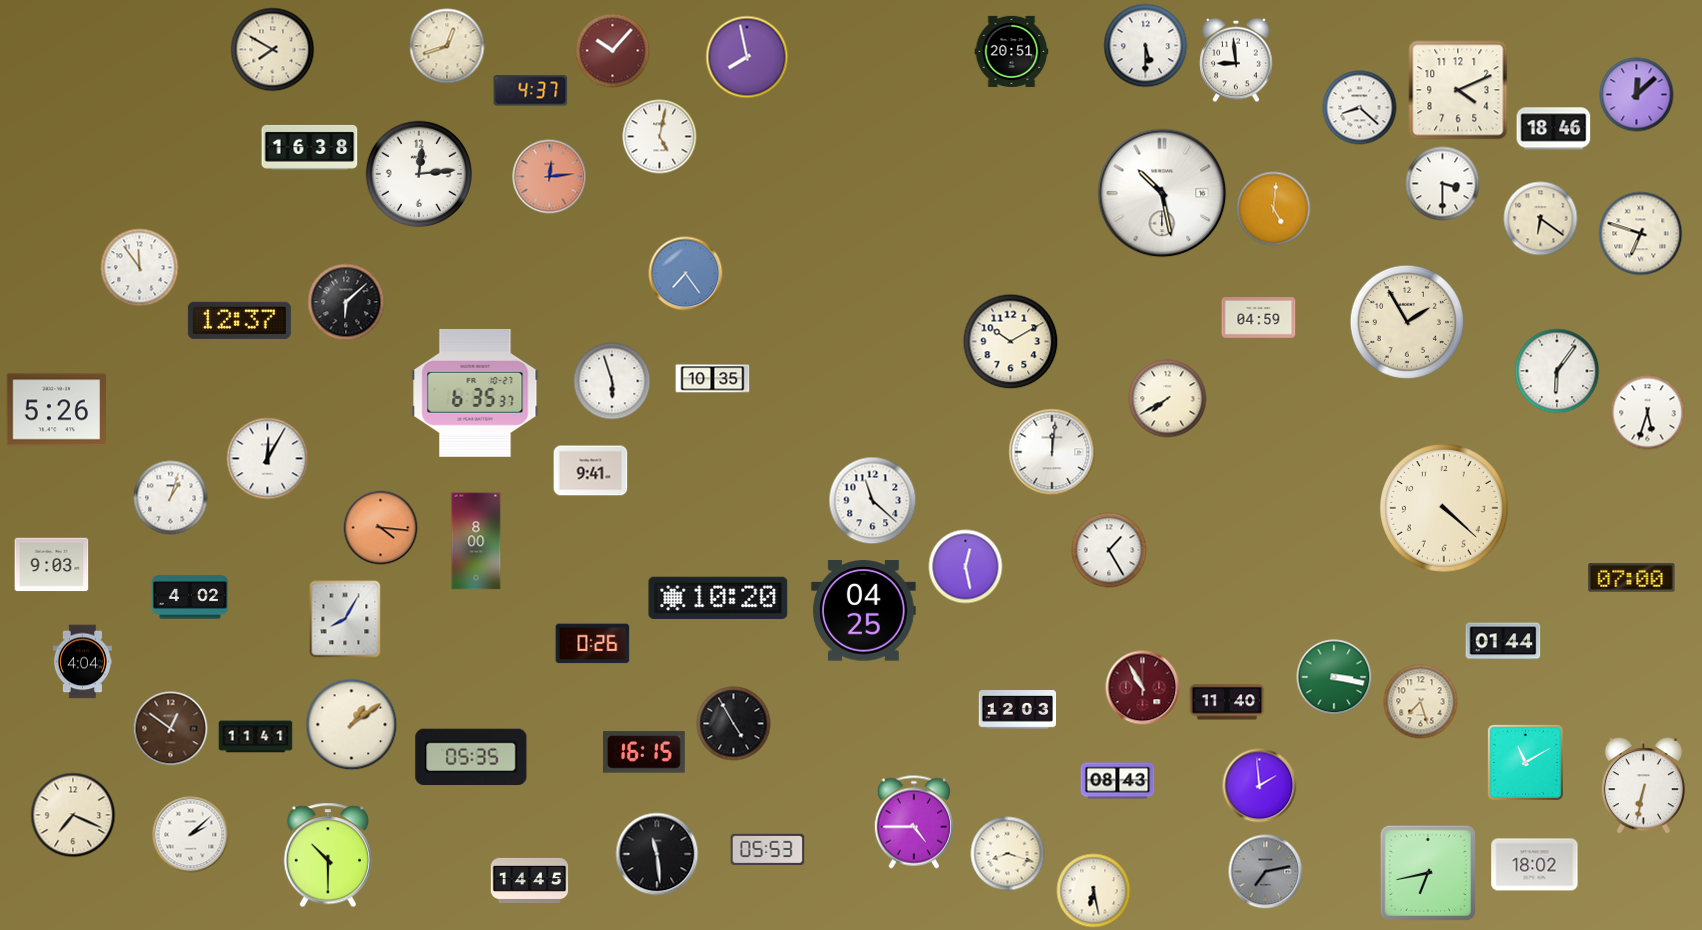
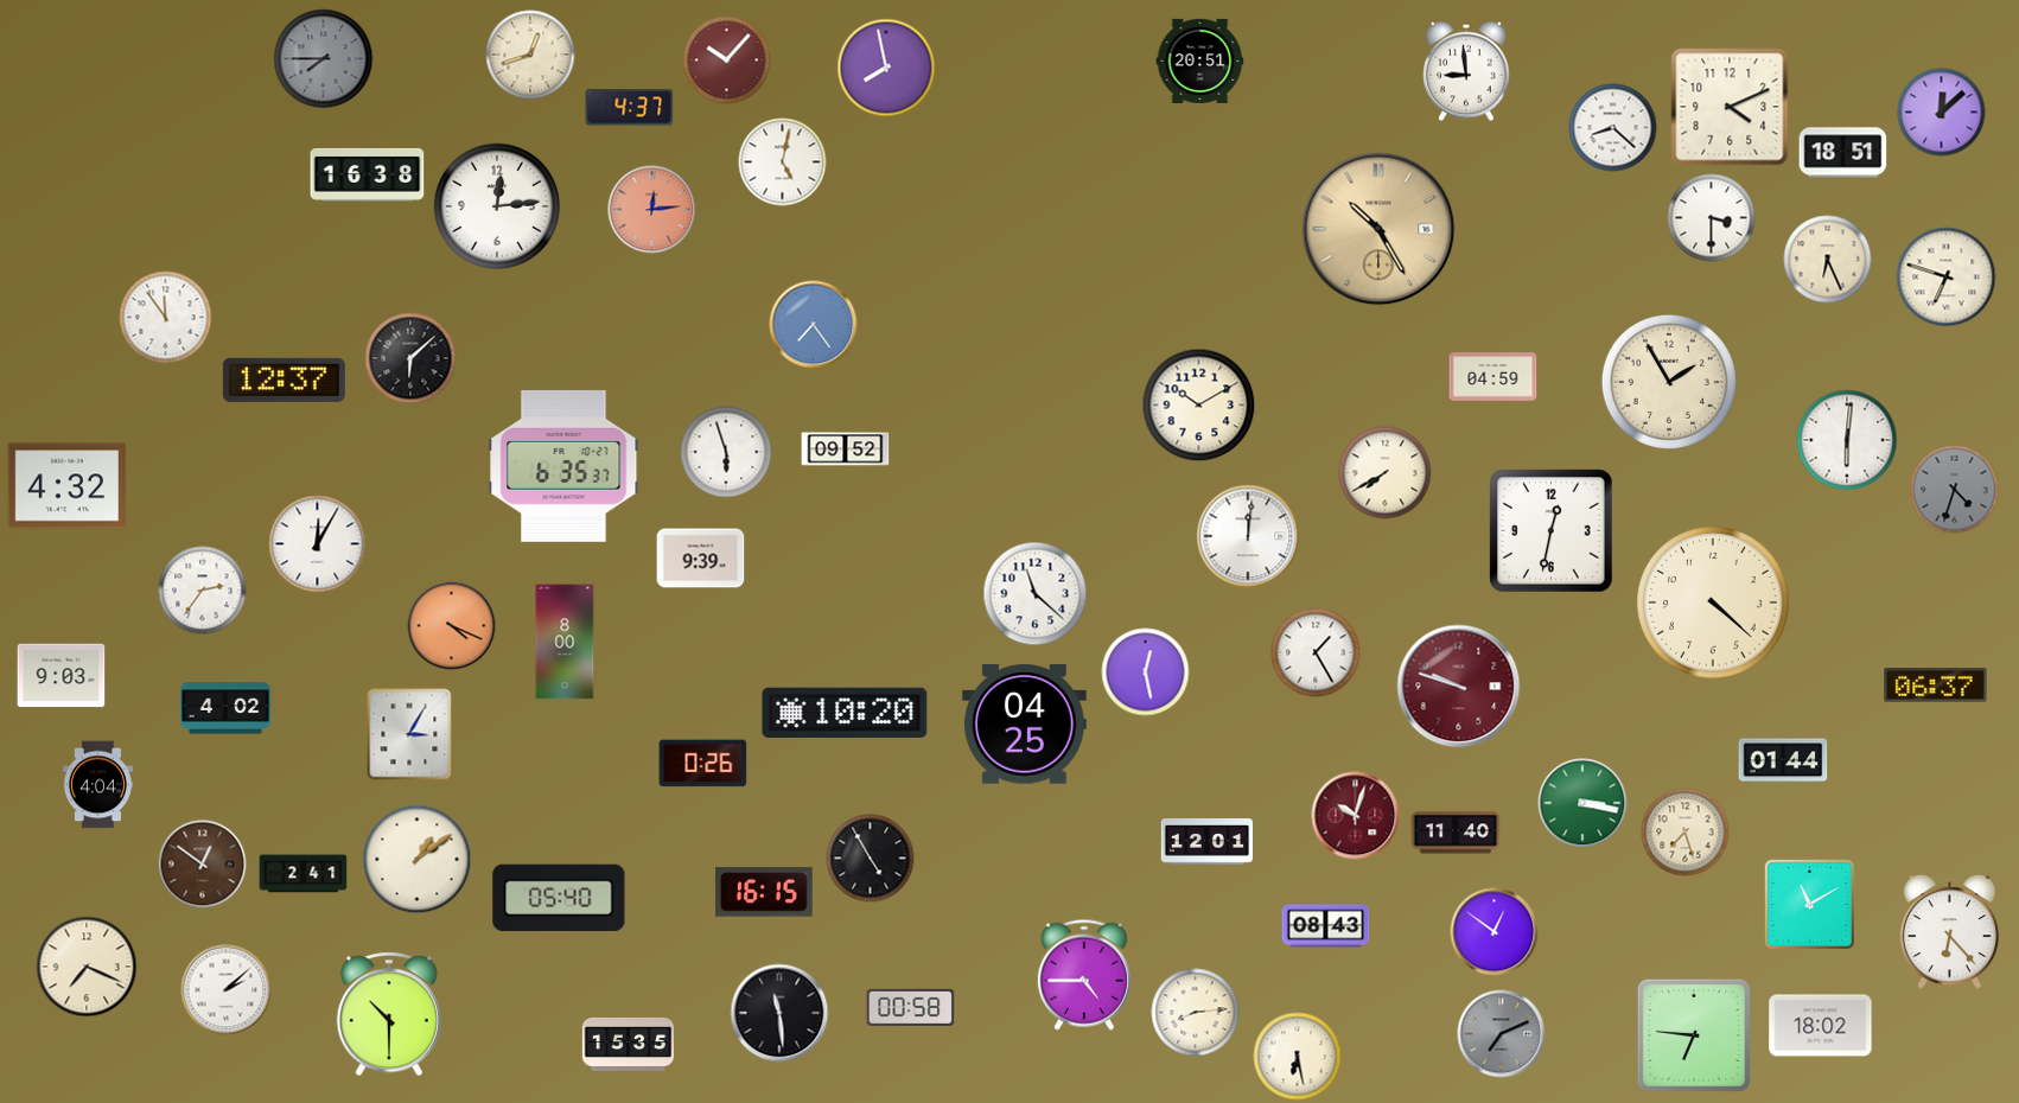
clock at (1146, 46): 5:30 -> none
clock at (273, 50): 7:50 -> 7:45
clock at (273, 50) dial: cream -> grey
clock at (1554, 129): 18:46 -> 18:51
clock at (1162, 193): 10:28 -> 10:25
clock at (1162, 193) dial: white -> champagne
clock at (1274, 209): 5:01 -> none
clock at (1541, 219): 6:21 -> 6:26
clock at (1557, 371): 6:06 -> 6:01
clock at (713, 379): 10:35 -> 09:52
clock at (56, 410): 5:26 -> 4:32
clock at (1648, 413): 5:33 -> 4:33
clock at (1648, 413) dial: white -> grey
clock at (1552, 531): none -> 12:32
clock at (591, 471): 9:41 -> 9:39
clock at (171, 498): 1:03 -> 2:36
clock at (381, 528): 4:16 -> 4:19
clock at (52, 565) position: (52, 565) -> (62, 676)
clock at (1632, 578): 07:00 -> 06:37
clock at (1459, 687): none -> 9:48
clock at (718, 598) position: (718, 598) -> (845, 713)
clock at (345, 619): 8:05 -> 3:05
clock at (1143, 688): 10:55 -> 10:03
clock at (1017, 710): 12:03 -> 12:01
clock at (256, 737): 11:41 -> 2:41
clock at (471, 757): 05:35 -> 05:40
clock at (1260, 786): 1:59 -> 12:51
clock at (1643, 786): 6:32 -> 6:23
clock at (768, 849): 05:53 -> 00:58
clock at (1008, 854): 8:18 -> 8:14
clock at (1266, 872): 7:13 -> 7:11
clock at (1428, 873): 6:43 -> 6:46
clock at (530, 880): 14:45 -> 15:35
